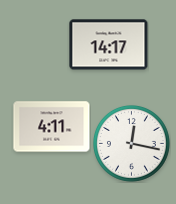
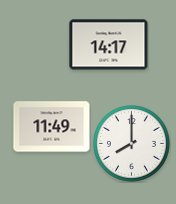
clock at (52, 127): 4:11 -> 11:49
clock at (131, 143): 12:17 -> 8:00
